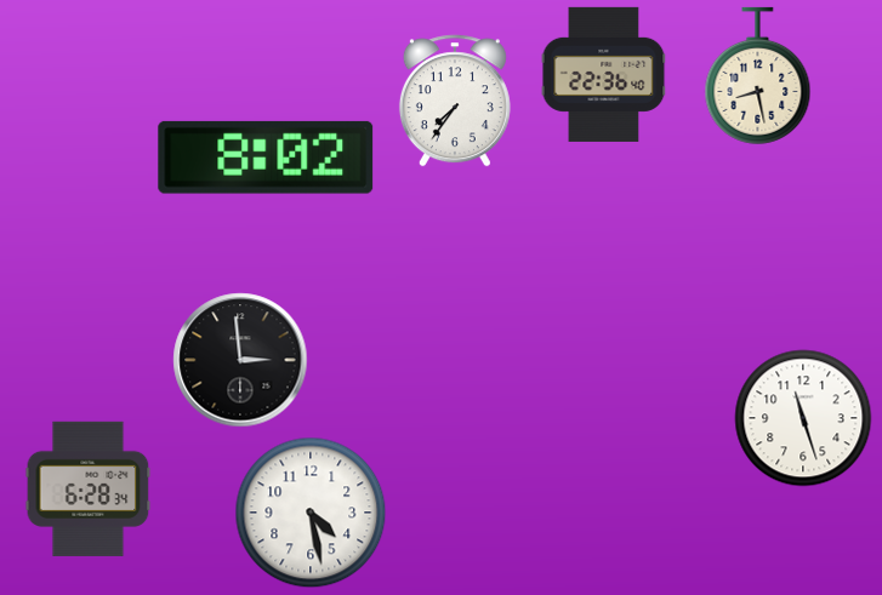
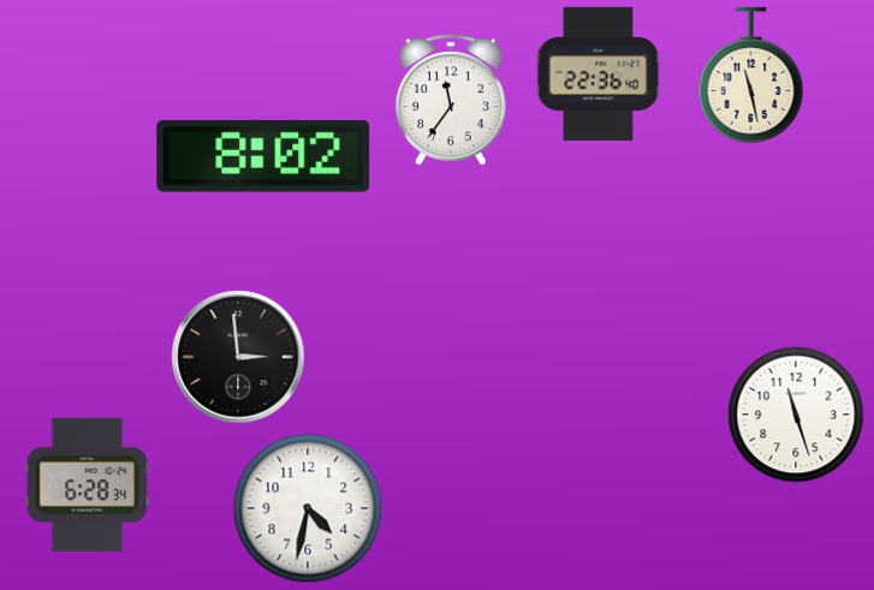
clock at (758, 75): 8:28 -> 11:28
clock at (455, 101): 7:36 -> 11:36
clock at (311, 513): 4:28 -> 4:32
